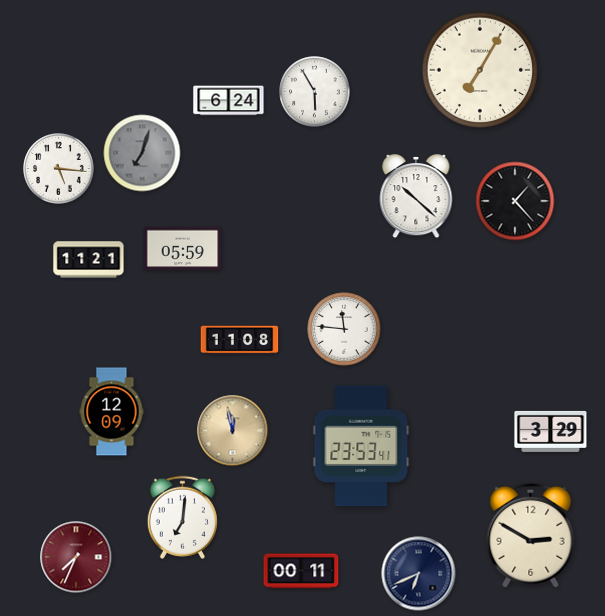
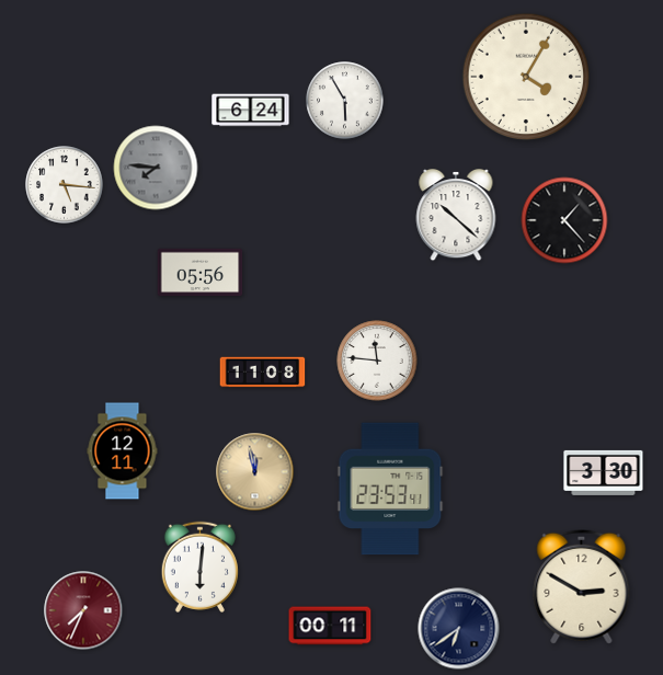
clock at (480, 70): 7:05 -> 4:05
clock at (142, 153): 7:03 -> 7:46
clock at (183, 249): 05:59 -> 05:56
clock at (89, 260): 11:21 -> none
clock at (112, 412): 12:09 -> 12:11
clock at (551, 431): 3:29 -> 3:30
clock at (361, 446) position: (361, 446) -> (390, 489)
clock at (182, 517): 7:01 -> 6:01
clock at (419, 574): 6:41 -> 6:39
